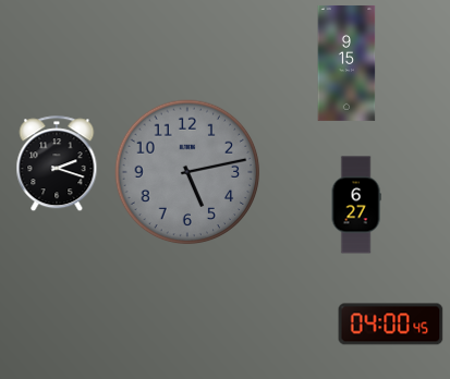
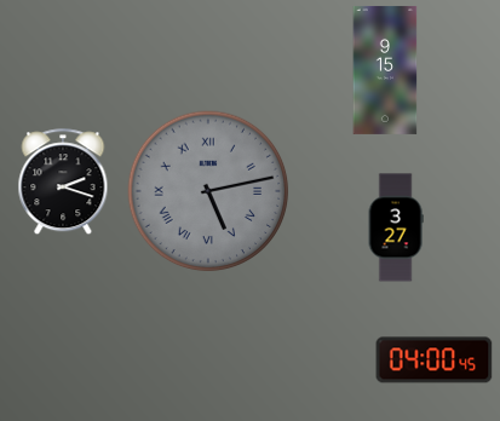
clock at (187, 172) numerals: Arabic -> Roman
clock at (356, 205): 6:27 -> 3:27
